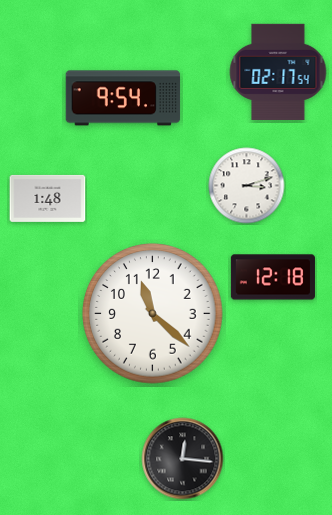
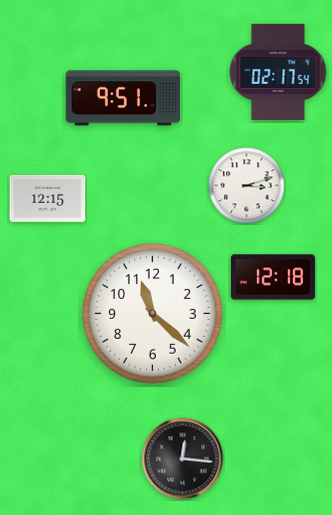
clock at (123, 98): 9:54 -> 9:51
clock at (48, 198): 1:48 -> 12:15
